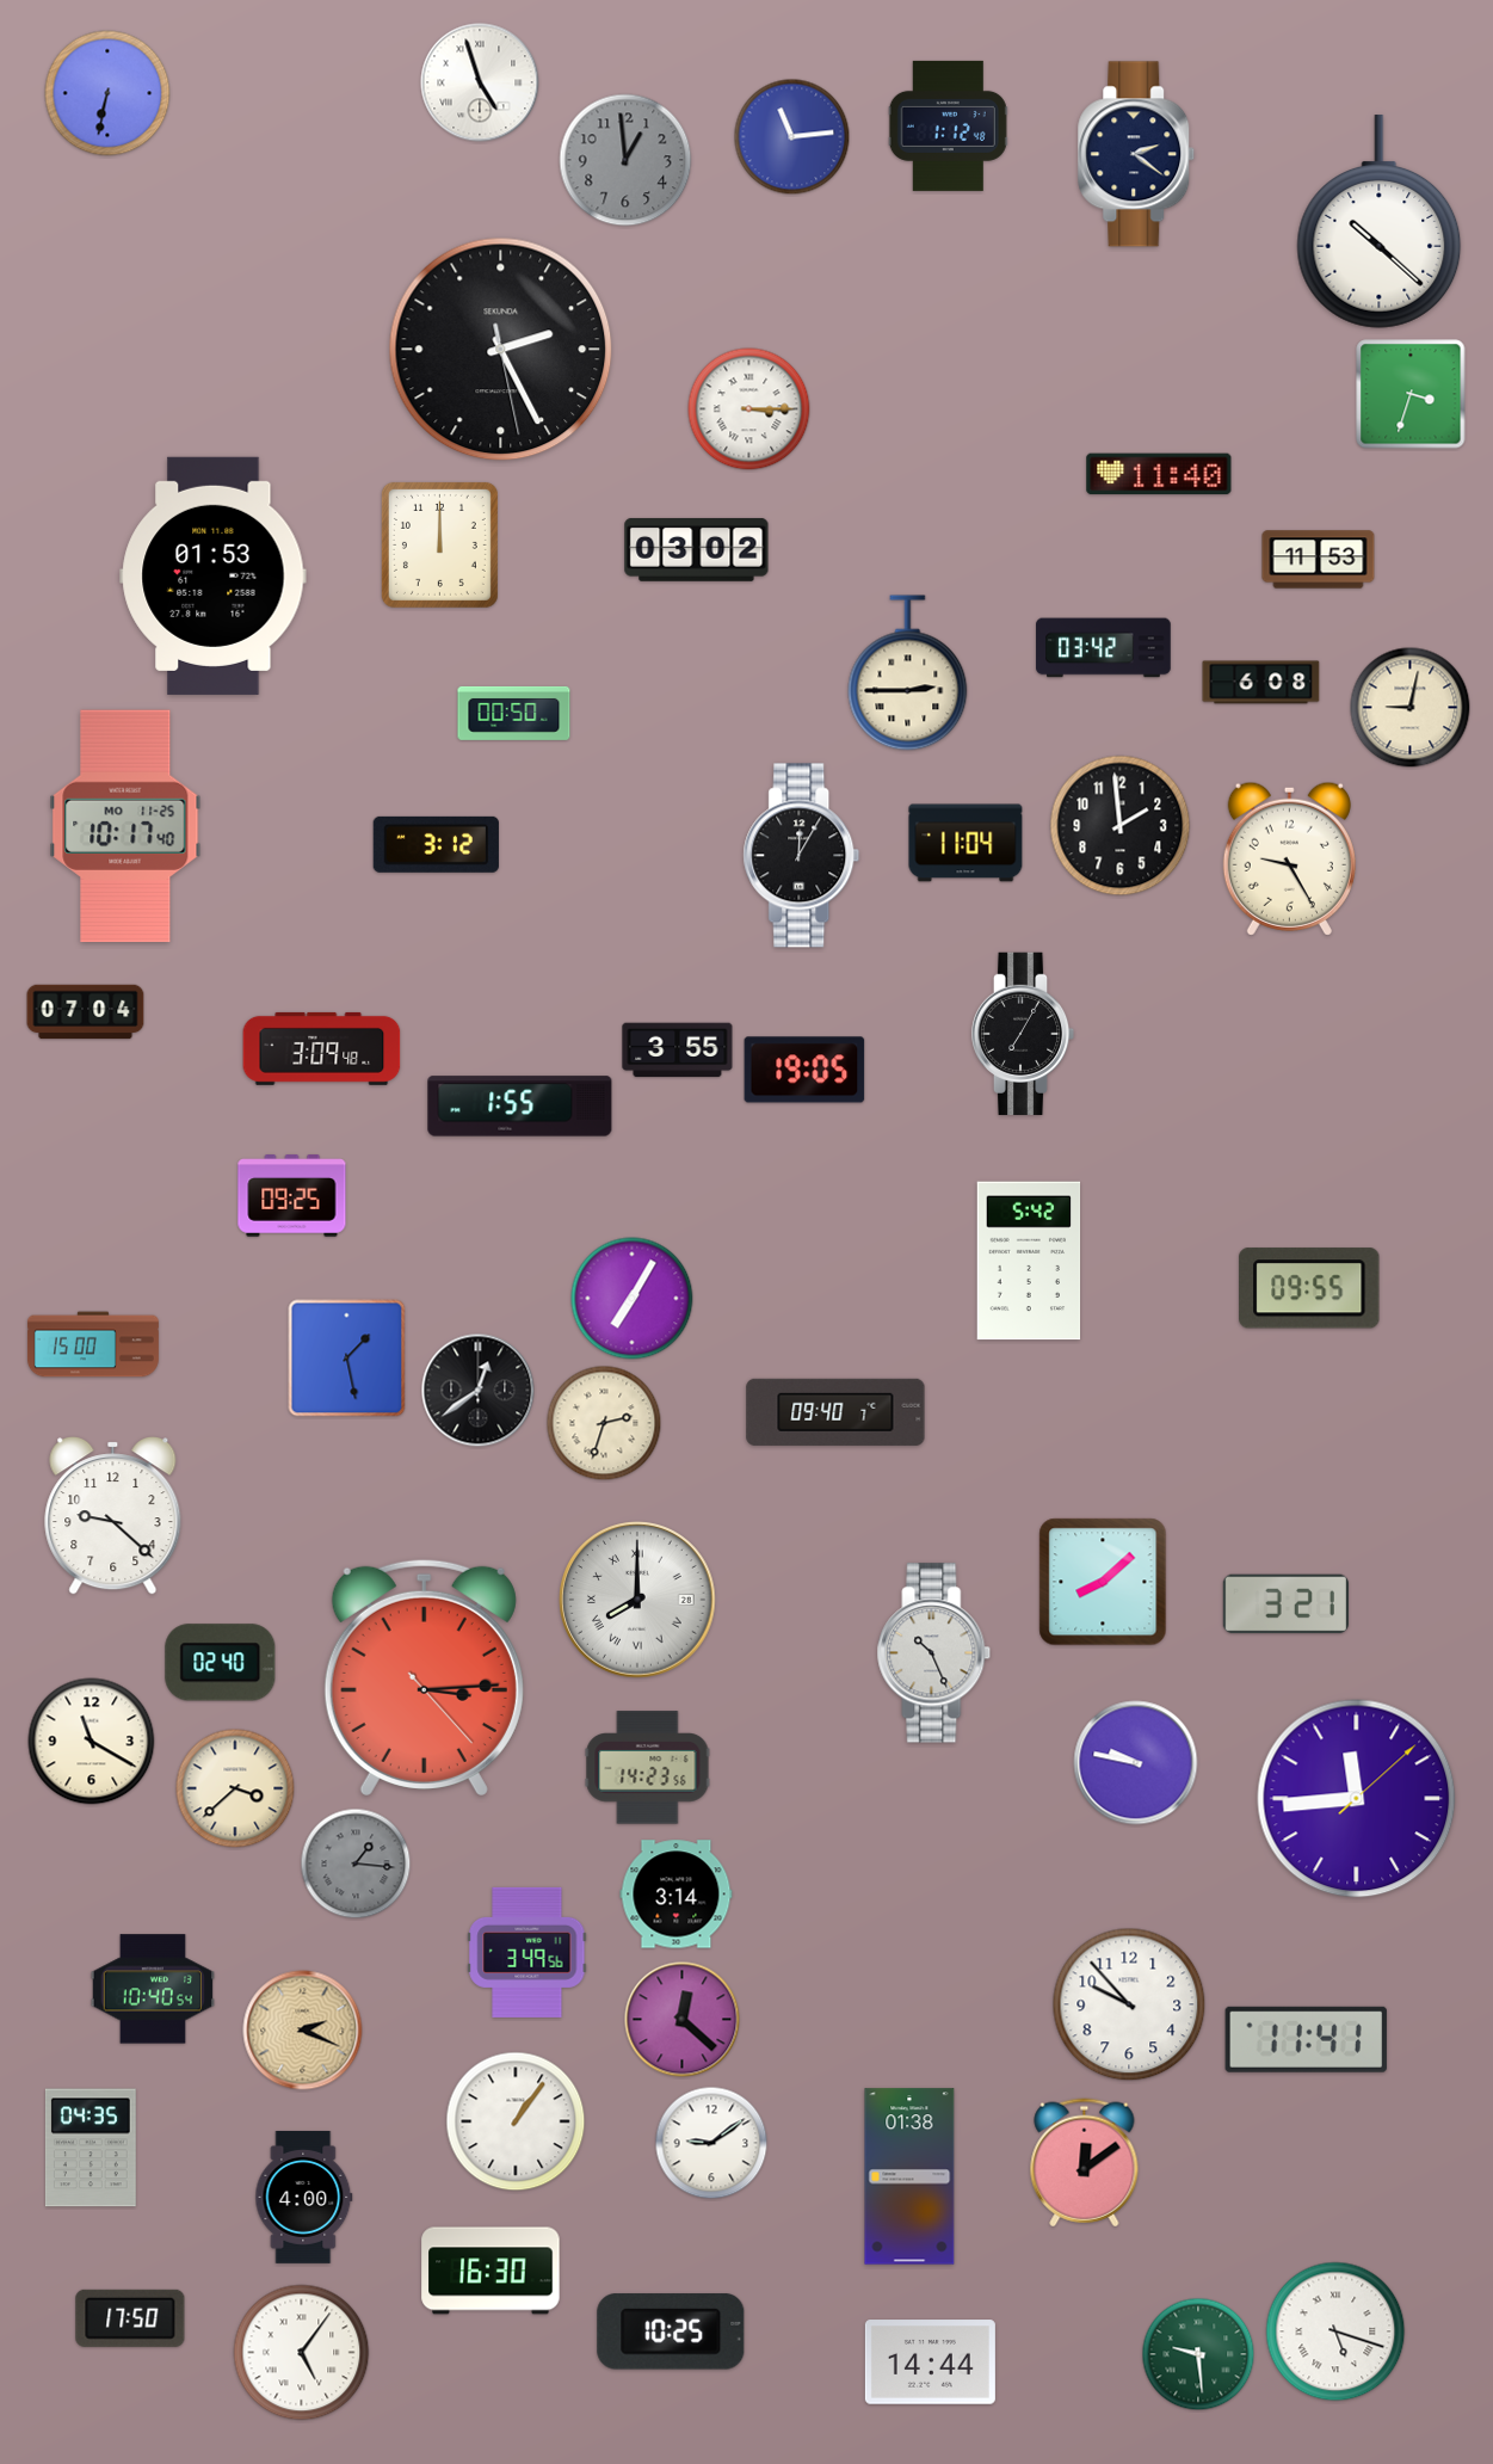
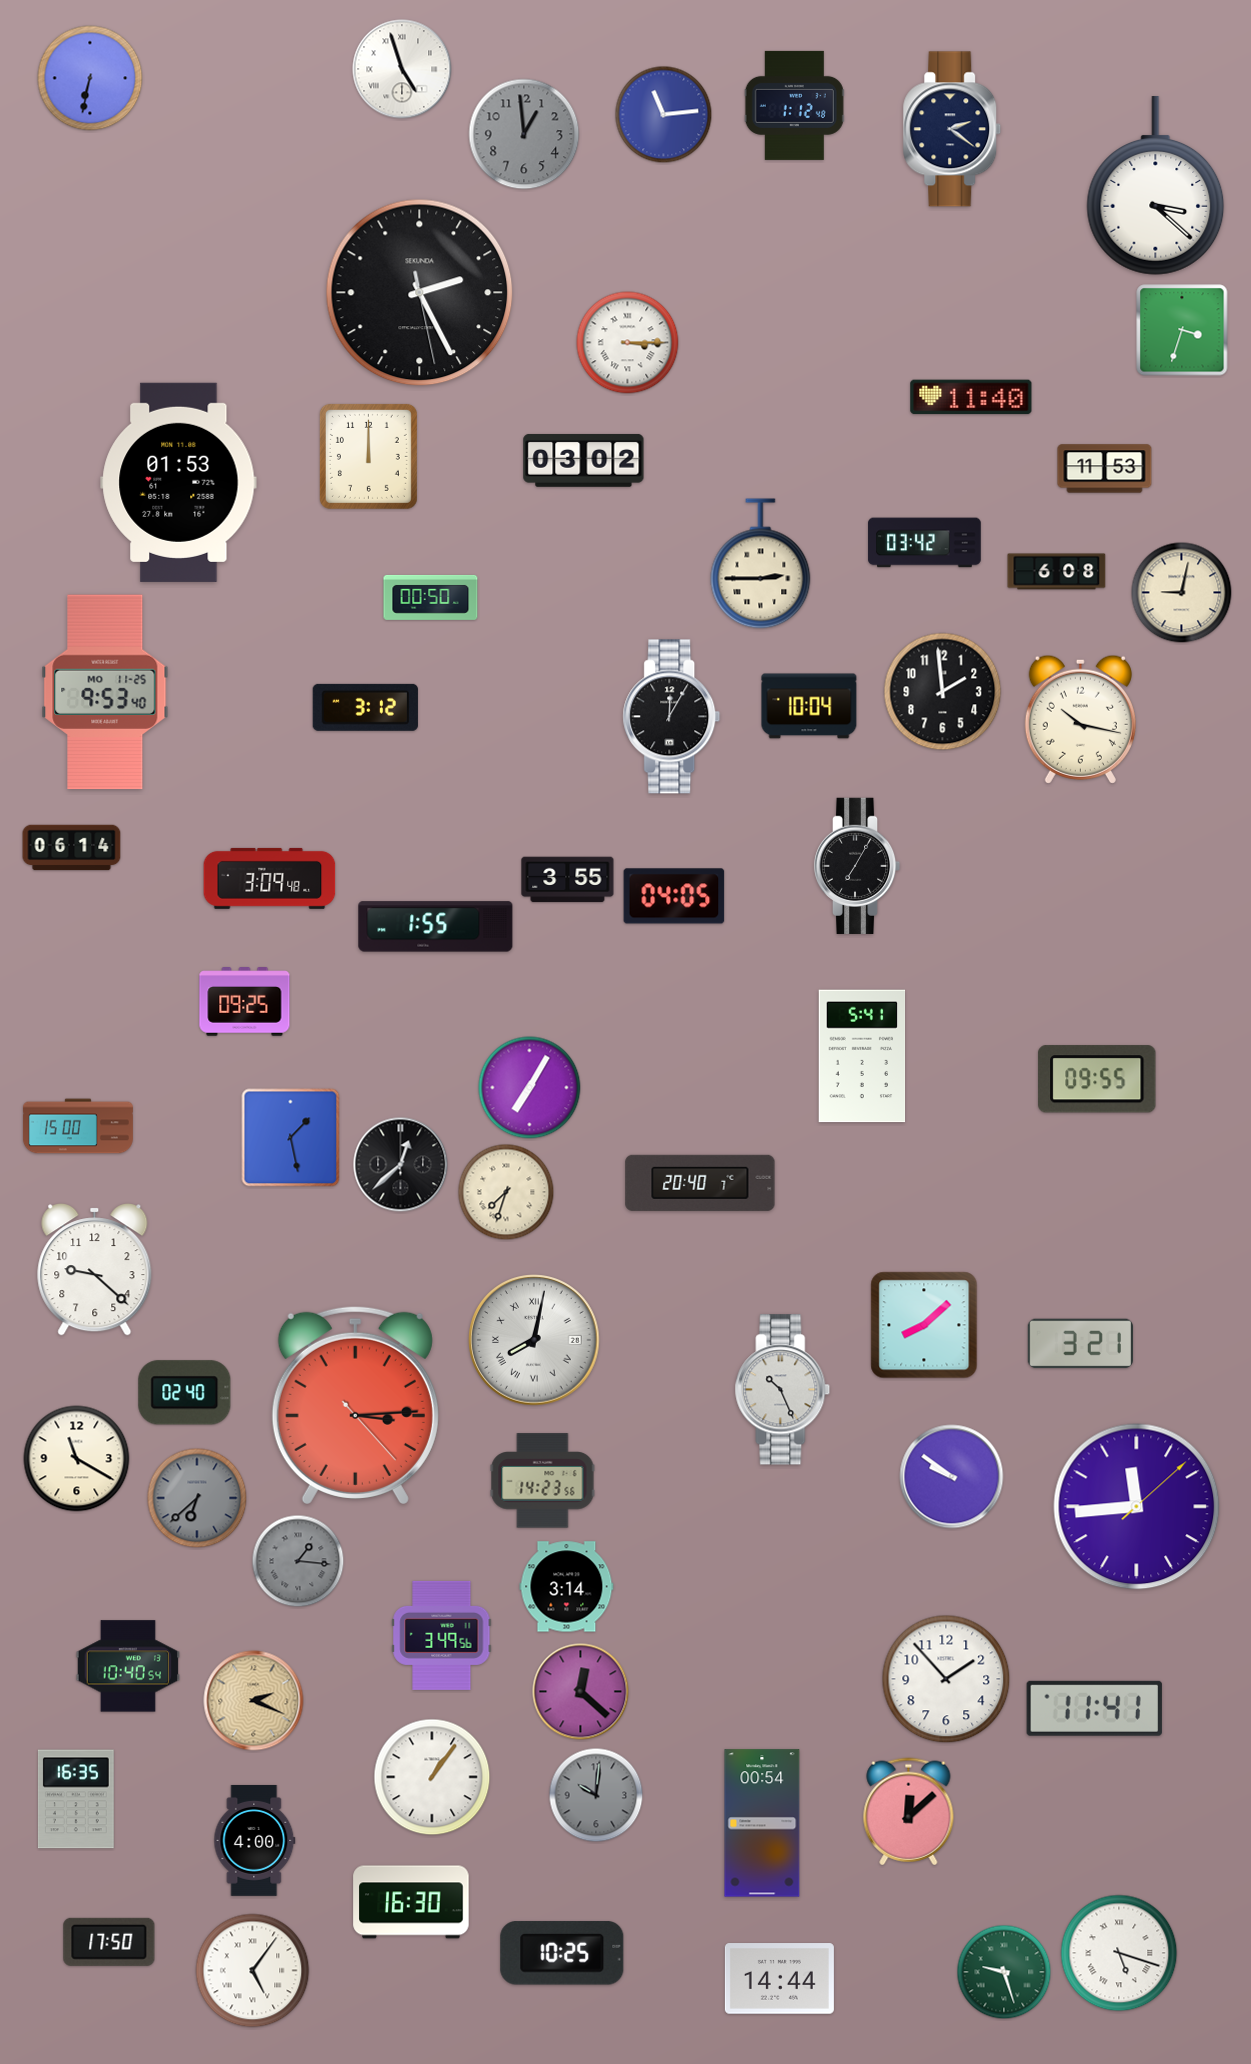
clock at (1380, 222): 10:22 -> 3:22
clock at (125, 826): 10:17 -> 9:53
clock at (1121, 826) position: (1121, 826) -> (943, 692)
clock at (965, 843): 11:04 -> 10:04
clock at (1289, 858): 9:25 -> 10:17
clock at (86, 1012): 07:04 -> 06:14
clock at (804, 1070): 19:05 -> 04:05
clock at (1029, 1261): 5:42 -> 5:41
clock at (479, 1391): 12:39 -> 12:38
clock at (835, 1412): 09:40 -> 20:40
clock at (604, 1423): 2:33 -> 7:33
clock at (637, 1600): 8:00 -> 8:02
clock at (1285, 1604) position: (1285, 1604) -> (1080, 1344)
clock at (934, 1653) position: (934, 1653) -> (783, 1390)
clock at (1136, 1763): 9:47 -> 9:51
clock at (235, 1788): 3:38 -> 6:38
clock at (235, 1788) dial: cream -> grey
clock at (1129, 2004): 9:53 -> 1:53
clock at (683, 2020) position: (683, 2020) -> (581, 1692)
clock at (711, 2143): 9:09 -> 10:01
clock at (711, 2143) dial: white -> grey
clock at (91, 2148): 04:35 -> 16:35
clock at (1085, 2163): 12:09 -> 12:08
clock at (909, 2176): 01:38 -> 00:54
clock at (1198, 2354): 9:29 -> 9:27
